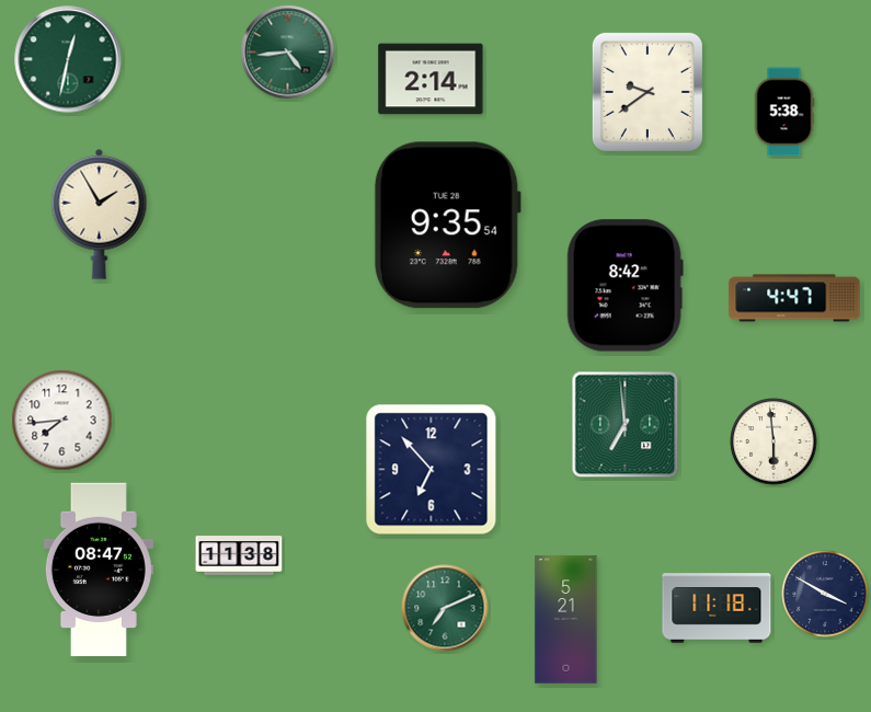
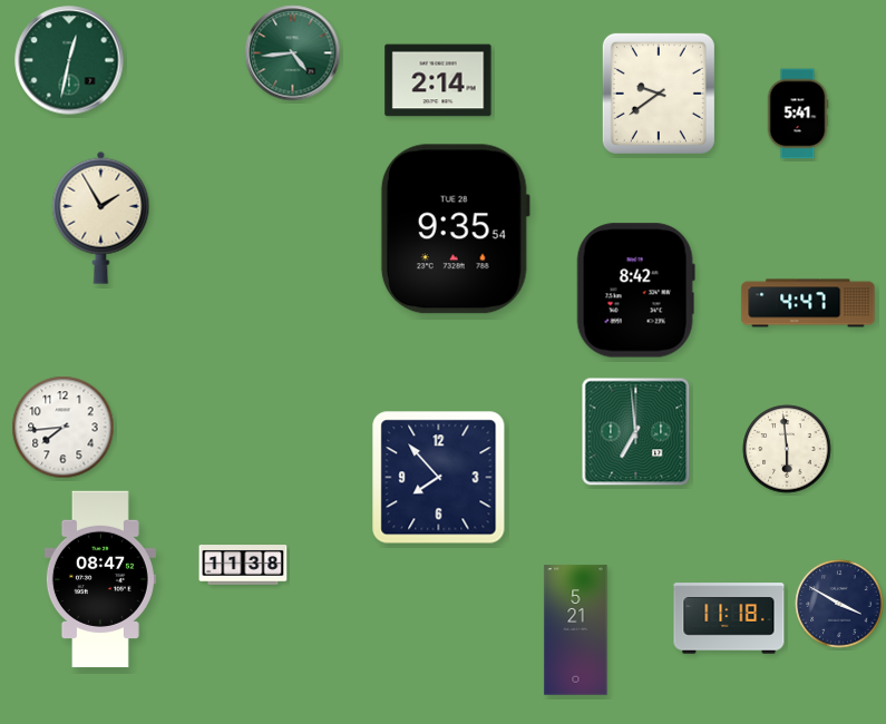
clock at (784, 112): 5:38 -> 5:41
clock at (432, 470): 6:53 -> 7:53
clock at (445, 608): 7:11 -> none
